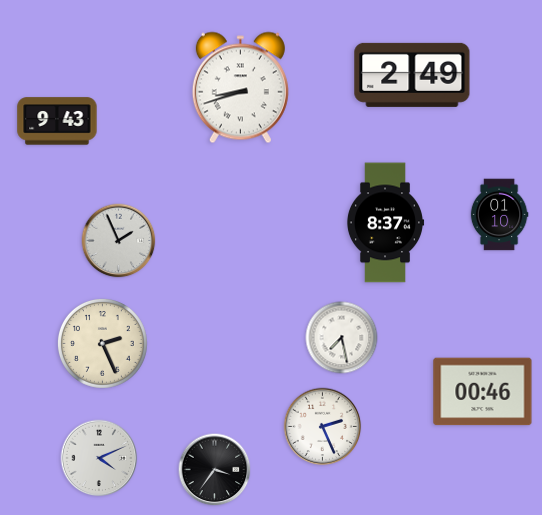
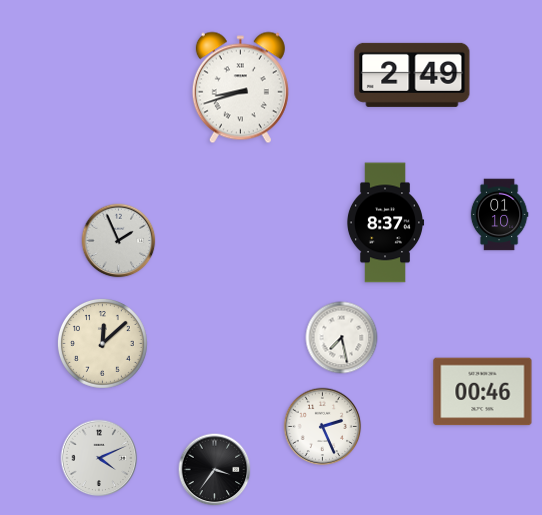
clock at (57, 121): 9:43 -> none
clock at (102, 343): 2:26 -> 12:08
